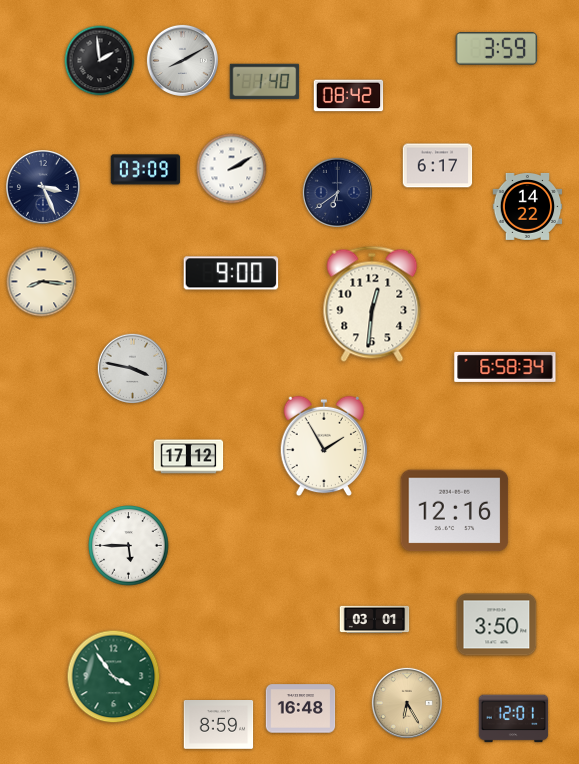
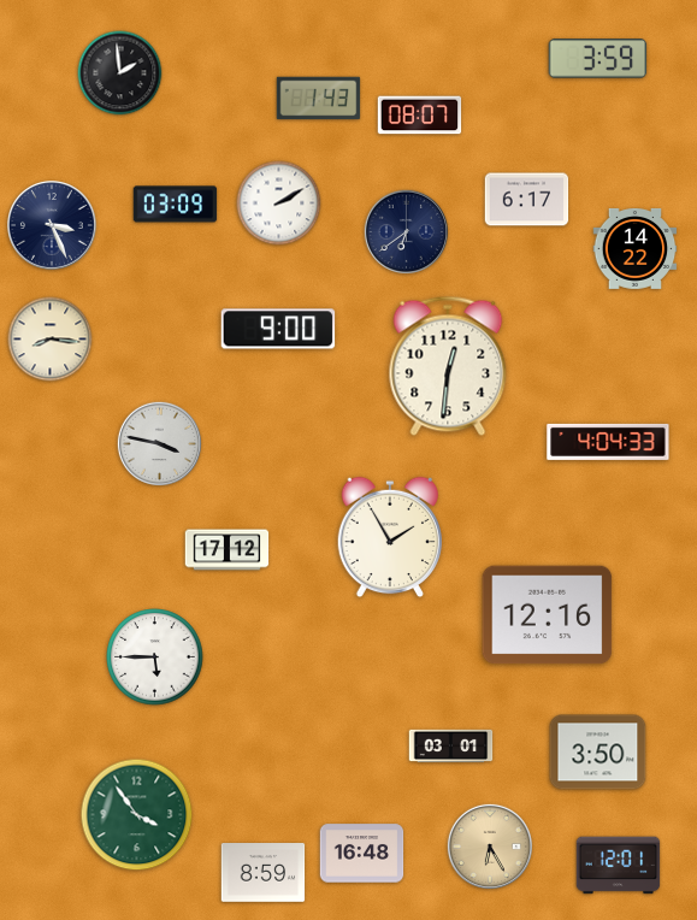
clock at (182, 60): 8:10 -> none
clock at (265, 82): 1:40 -> 1:43
clock at (349, 96): 08:42 -> 08:07
clock at (505, 367): 6:58 -> 4:04
